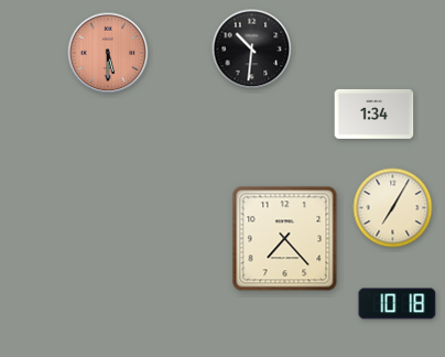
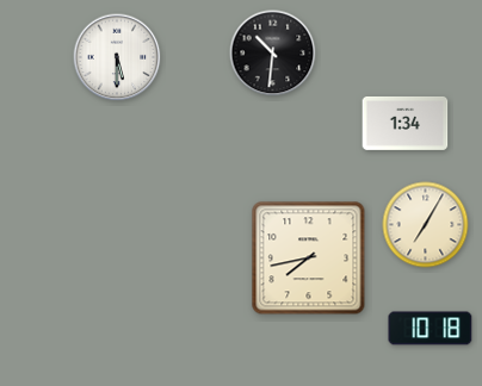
clock at (108, 53) dial: salmon -> white
clock at (285, 239): 7:23 -> 7:43
